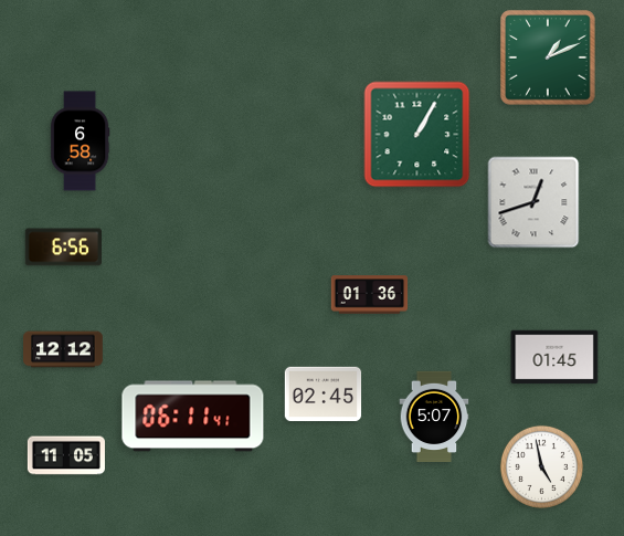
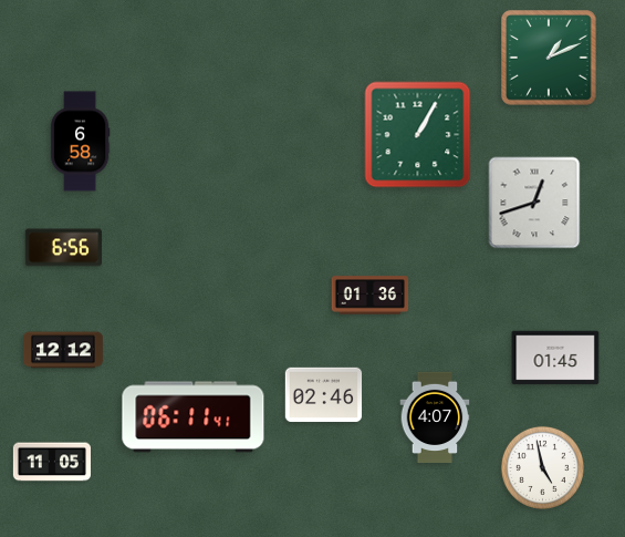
clock at (324, 395): 02:45 -> 02:46
clock at (434, 417): 5:07 -> 4:07
clock at (66, 455) position: (66, 455) -> (52, 462)
